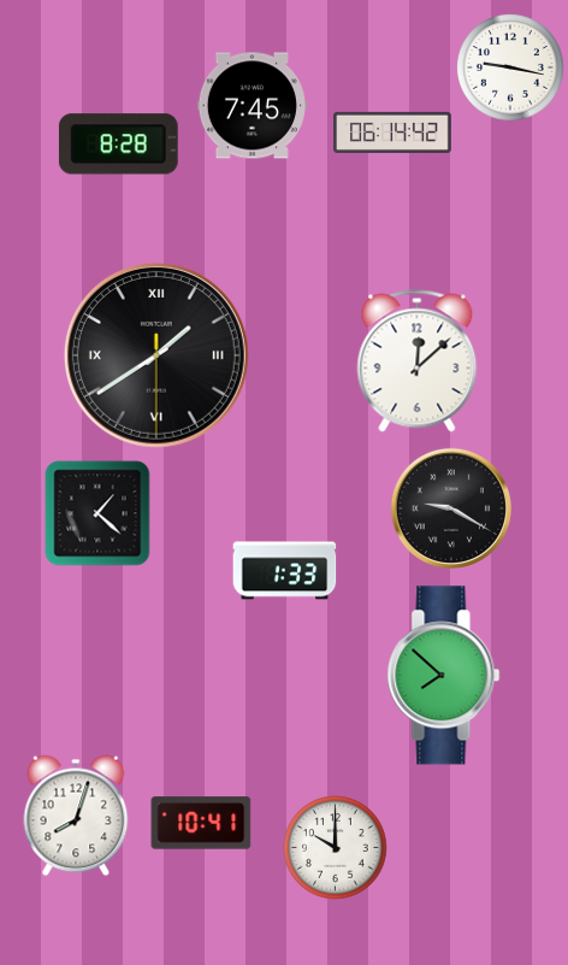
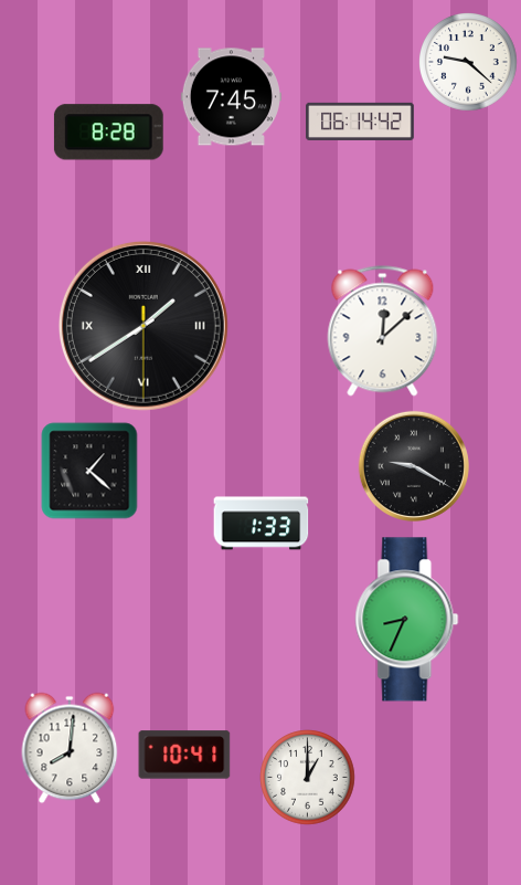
clock at (511, 69): 9:17 -> 9:22
clock at (444, 676): 7:52 -> 8:34
clock at (76, 816): 8:03 -> 8:01
clock at (336, 848): 10:00 -> 1:00
